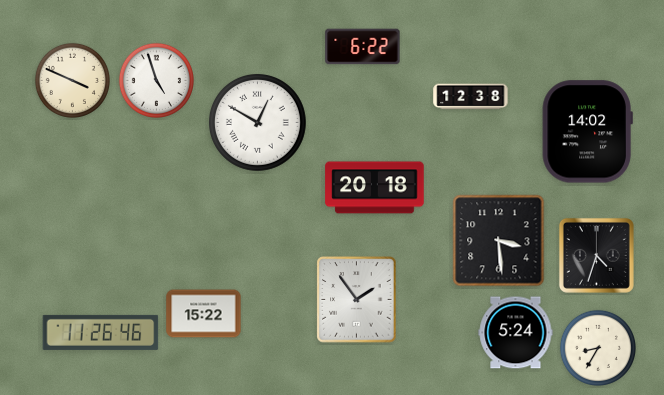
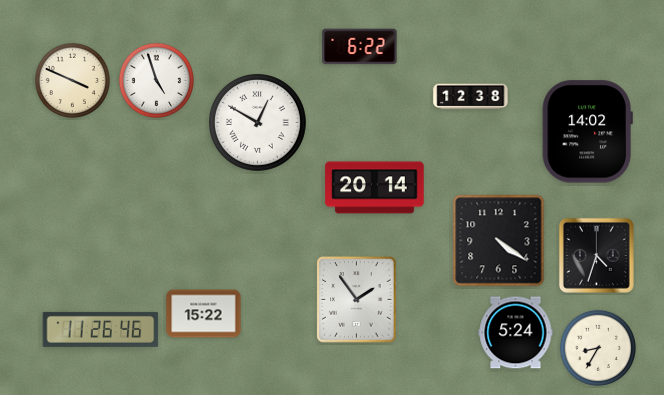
clock at (363, 47) position: (363, 47) -> (360, 47)
clock at (375, 188): 20:18 -> 20:14
clock at (499, 241): 3:29 -> 4:21
clock at (101, 332) position: (101, 332) -> (101, 329)
